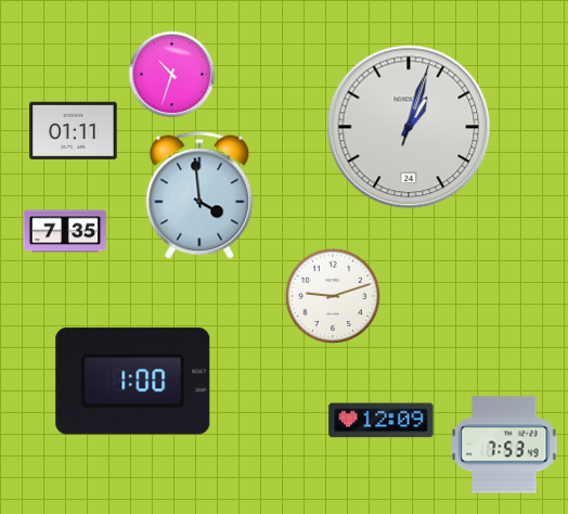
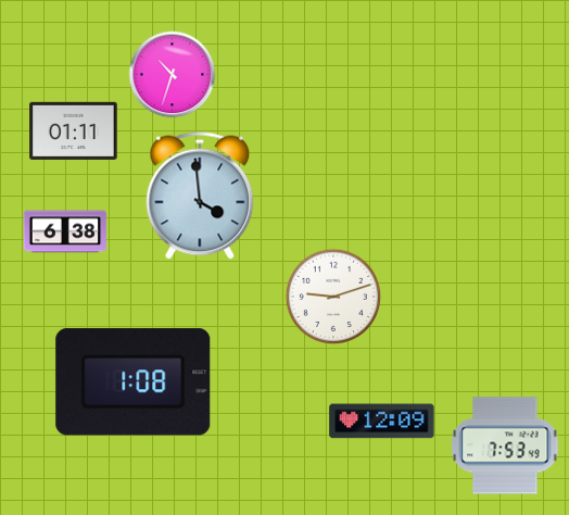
clock at (409, 127): 1:03 -> none
clock at (65, 231): 7:35 -> 6:38
clock at (133, 382): 1:00 -> 1:08
